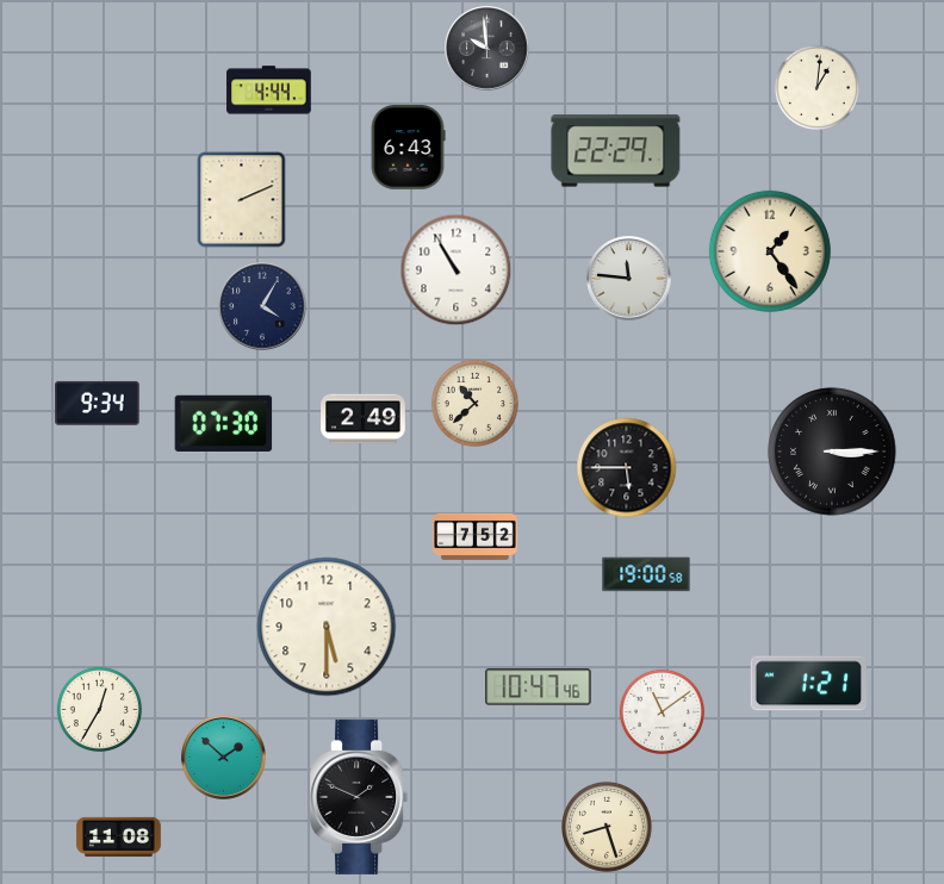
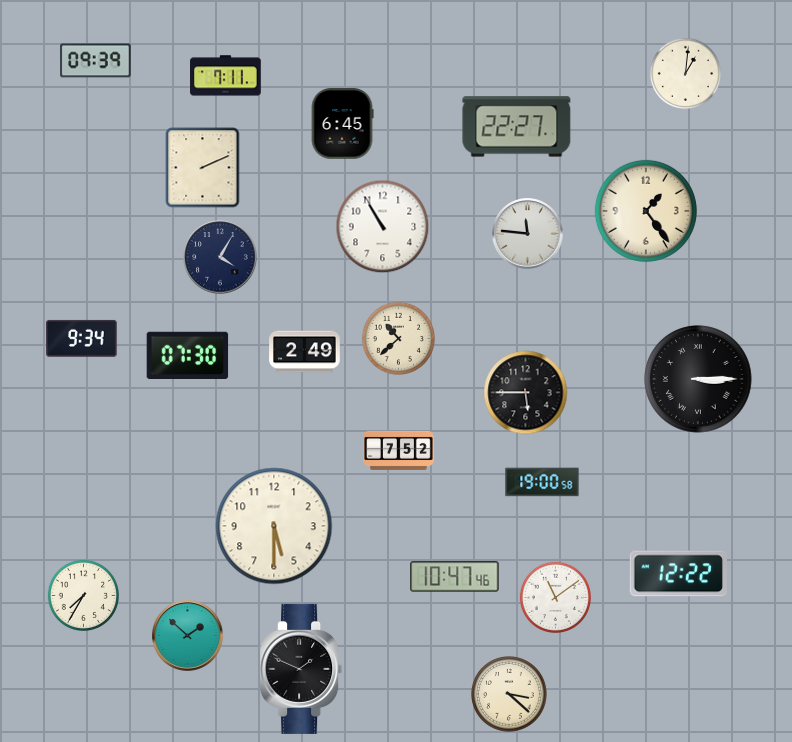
clock at (487, 49): 9:59 -> none
clock at (96, 61): none -> 09:39
clock at (269, 91): 4:44 -> 7:11
clock at (408, 148): 6:43 -> 6:45
clock at (616, 151): 22:29 -> 22:27
clock at (808, 684): 1:21 -> 12:22
clock at (539, 687) position: (539, 687) -> (455, 577)
clock at (99, 709): 12:35 -> 7:35
clock at (608, 828): 8:27 -> 3:22
clock at (119, 836): 11:08 -> none
